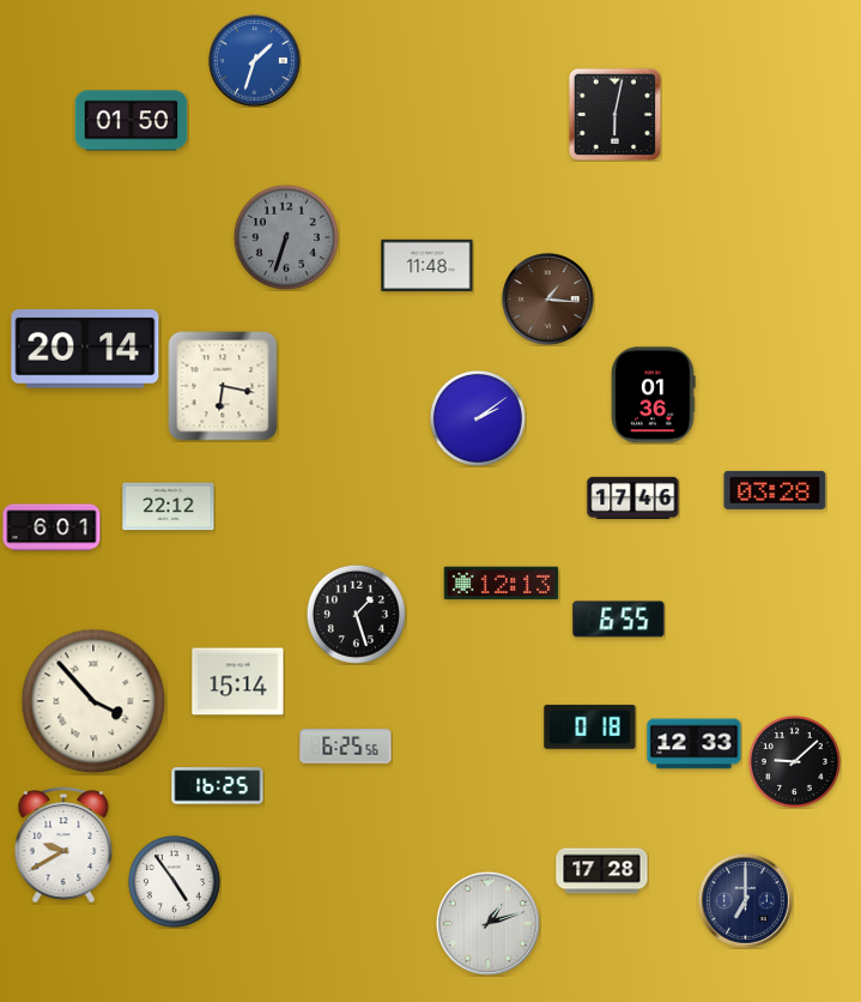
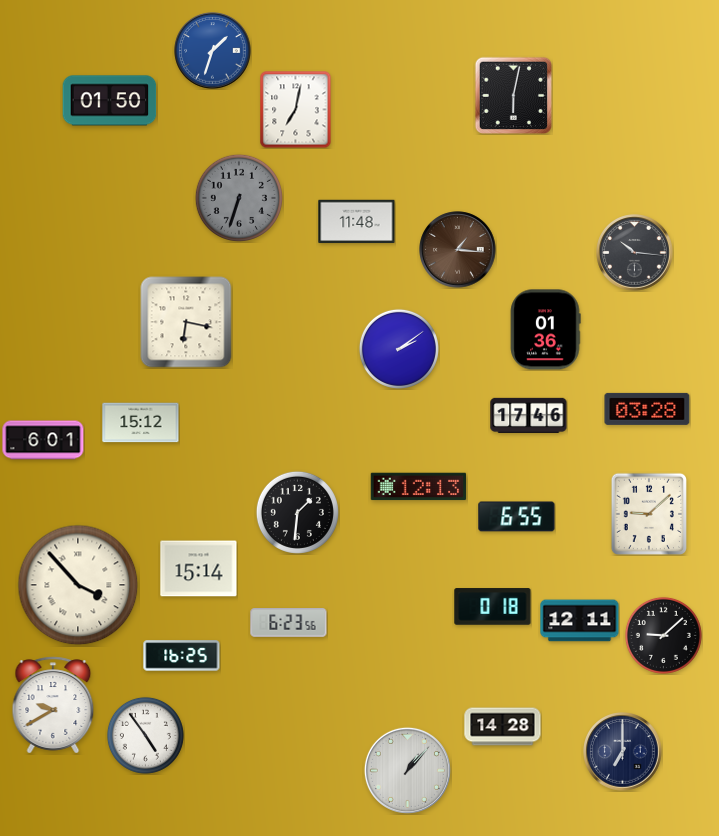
clock at (296, 109): none -> 7:02
clock at (635, 253): none -> 10:16
clock at (85, 350): 20:14 -> none
clock at (169, 507): 22:12 -> 15:12
clock at (356, 614): 1:27 -> 1:31
clock at (649, 514): none -> 9:08
clock at (695, 744): 12:33 -> 12:11
clock at (346, 747): 6:25 -> 6:23
clock at (602, 871): 17:28 -> 14:28
clock at (487, 923): 1:12 -> 1:07
